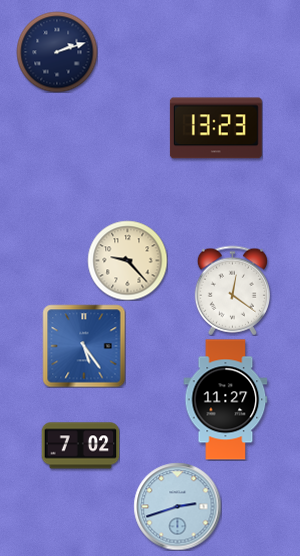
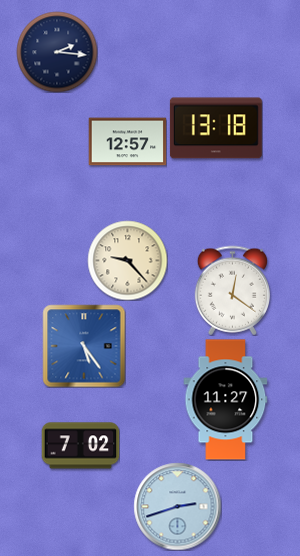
clock at (57, 52): 2:12 -> 2:16
clock at (216, 128): 13:23 -> 13:18
clock at (127, 142): none -> 12:57
